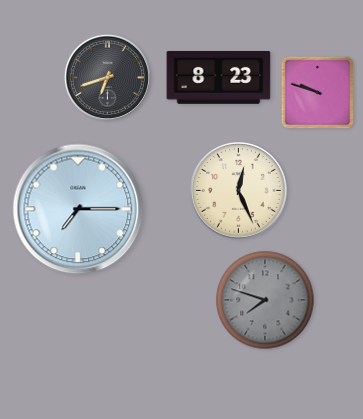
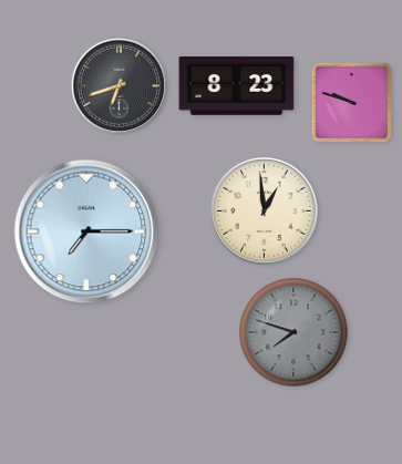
clock at (219, 78) position: (219, 78) -> (237, 86)
clock at (239, 191): 12:26 -> 12:59
